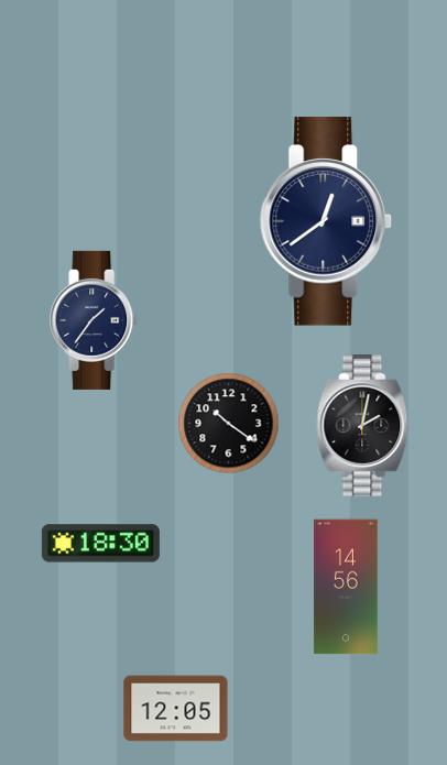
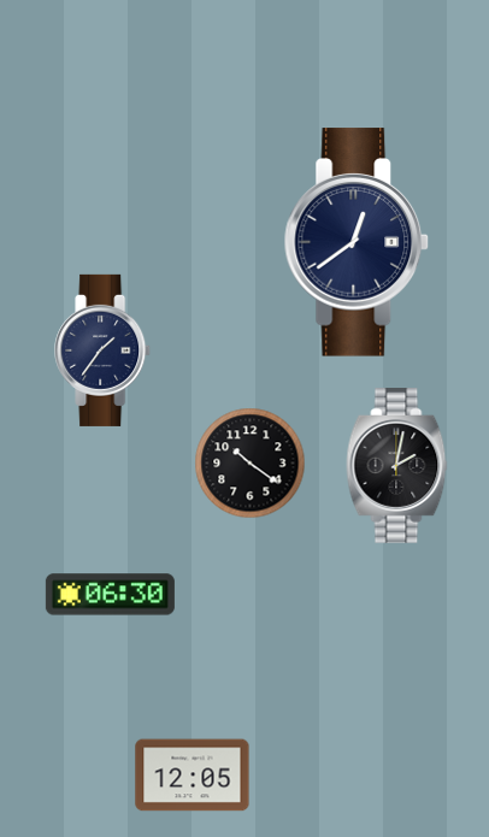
clock at (100, 544): 18:30 -> 06:30
clock at (346, 587): 14:56 -> none
